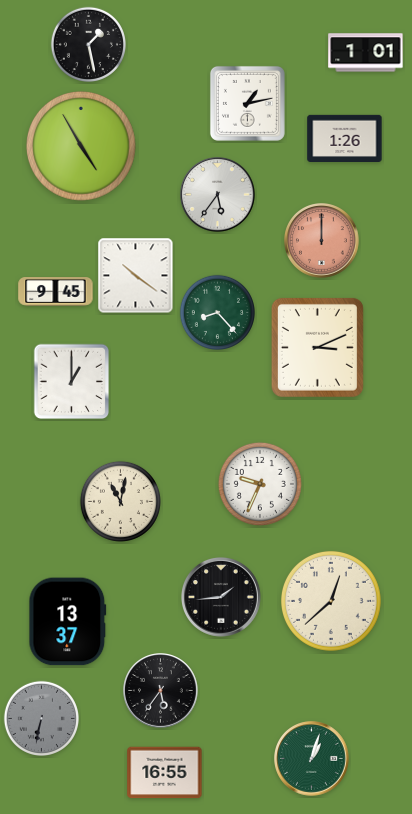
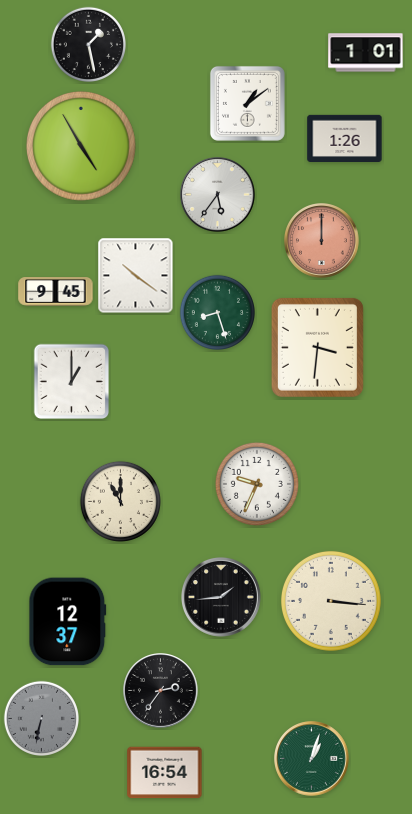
clock at (247, 103): 1:13 -> 1:09
clock at (217, 312): 8:23 -> 8:27
clock at (317, 347): 3:11 -> 3:31
clock at (260, 484) position: (260, 484) -> (257, 484)
clock at (120, 501): 11:02 -> 11:00
clock at (331, 601): 12:38 -> 3:16
clock at (68, 622): 13:37 -> 12:37
clock at (161, 691): 5:36 -> 2:36
clock at (165, 773): 16:55 -> 16:54
